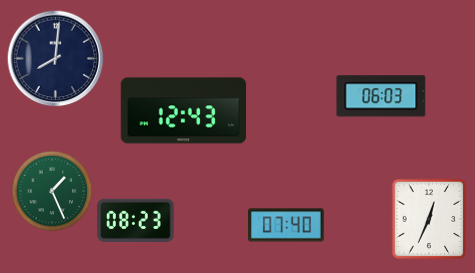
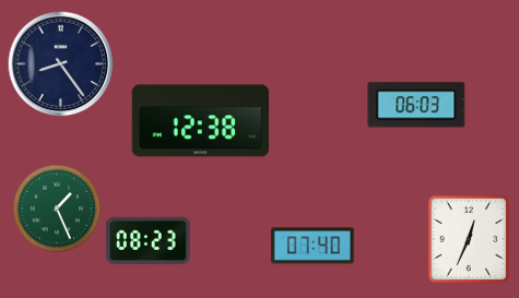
clock at (56, 59): 8:01 -> 8:24
clock at (184, 111): 12:43 -> 12:38
